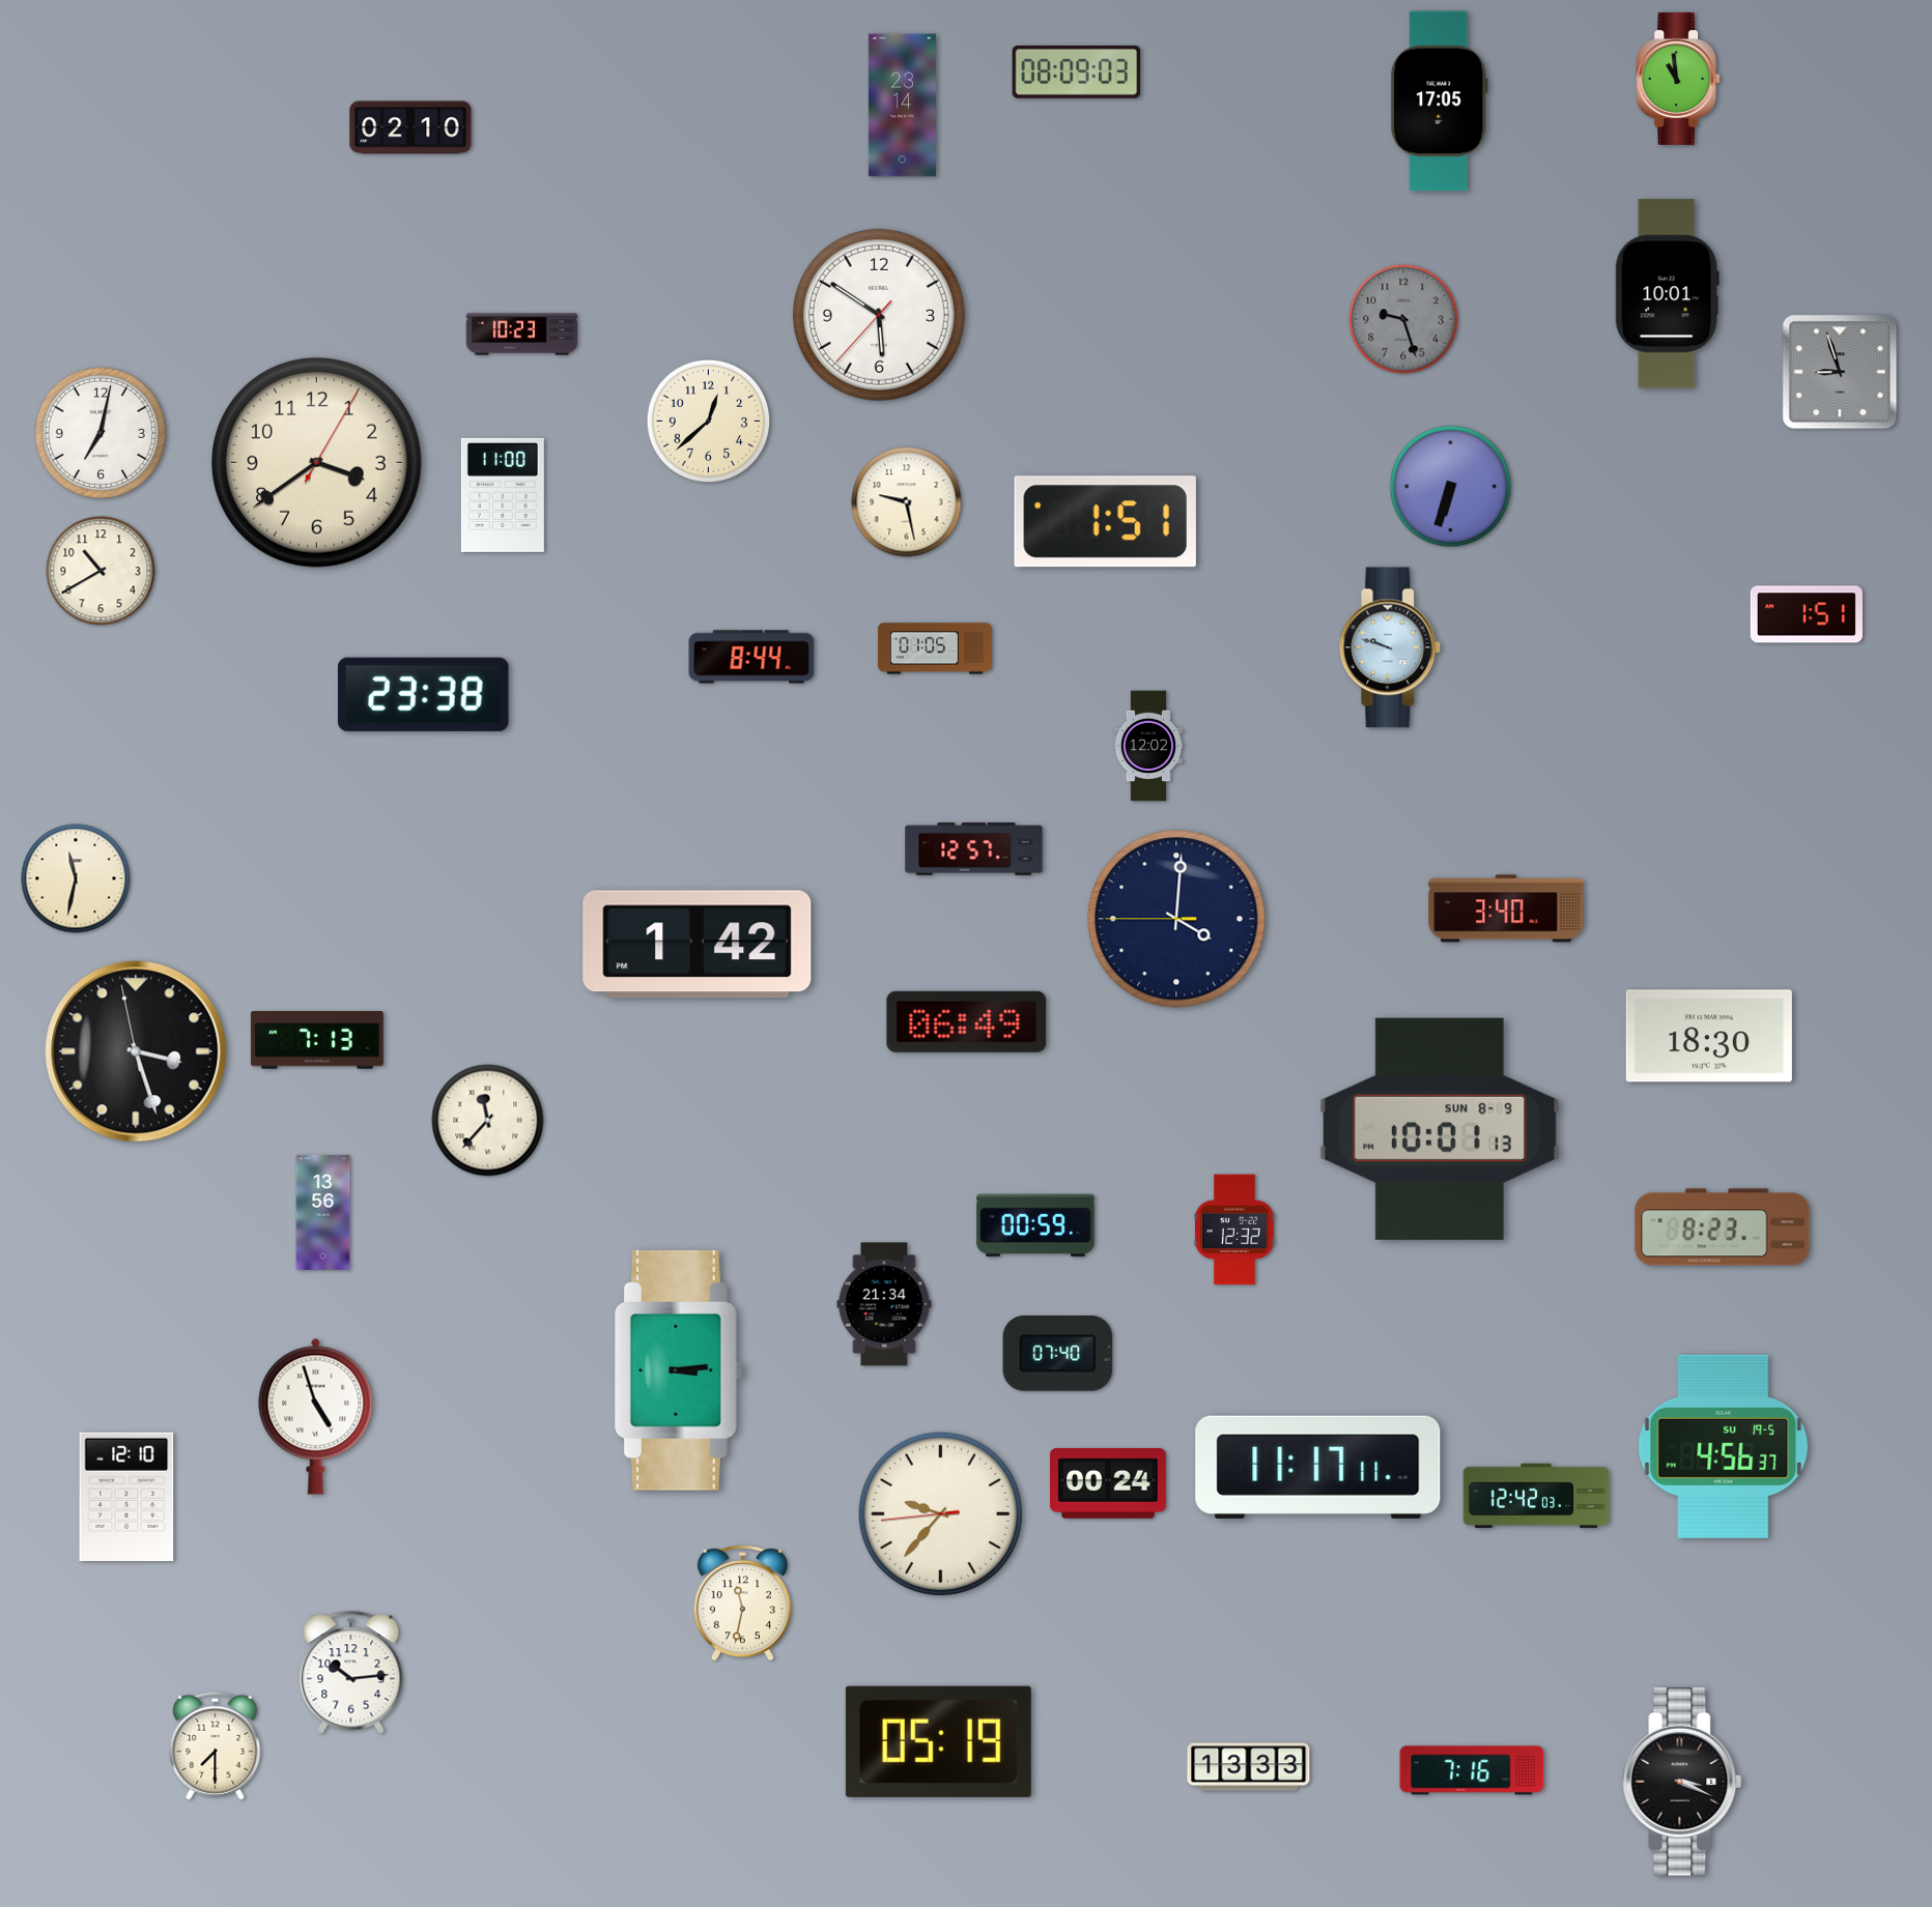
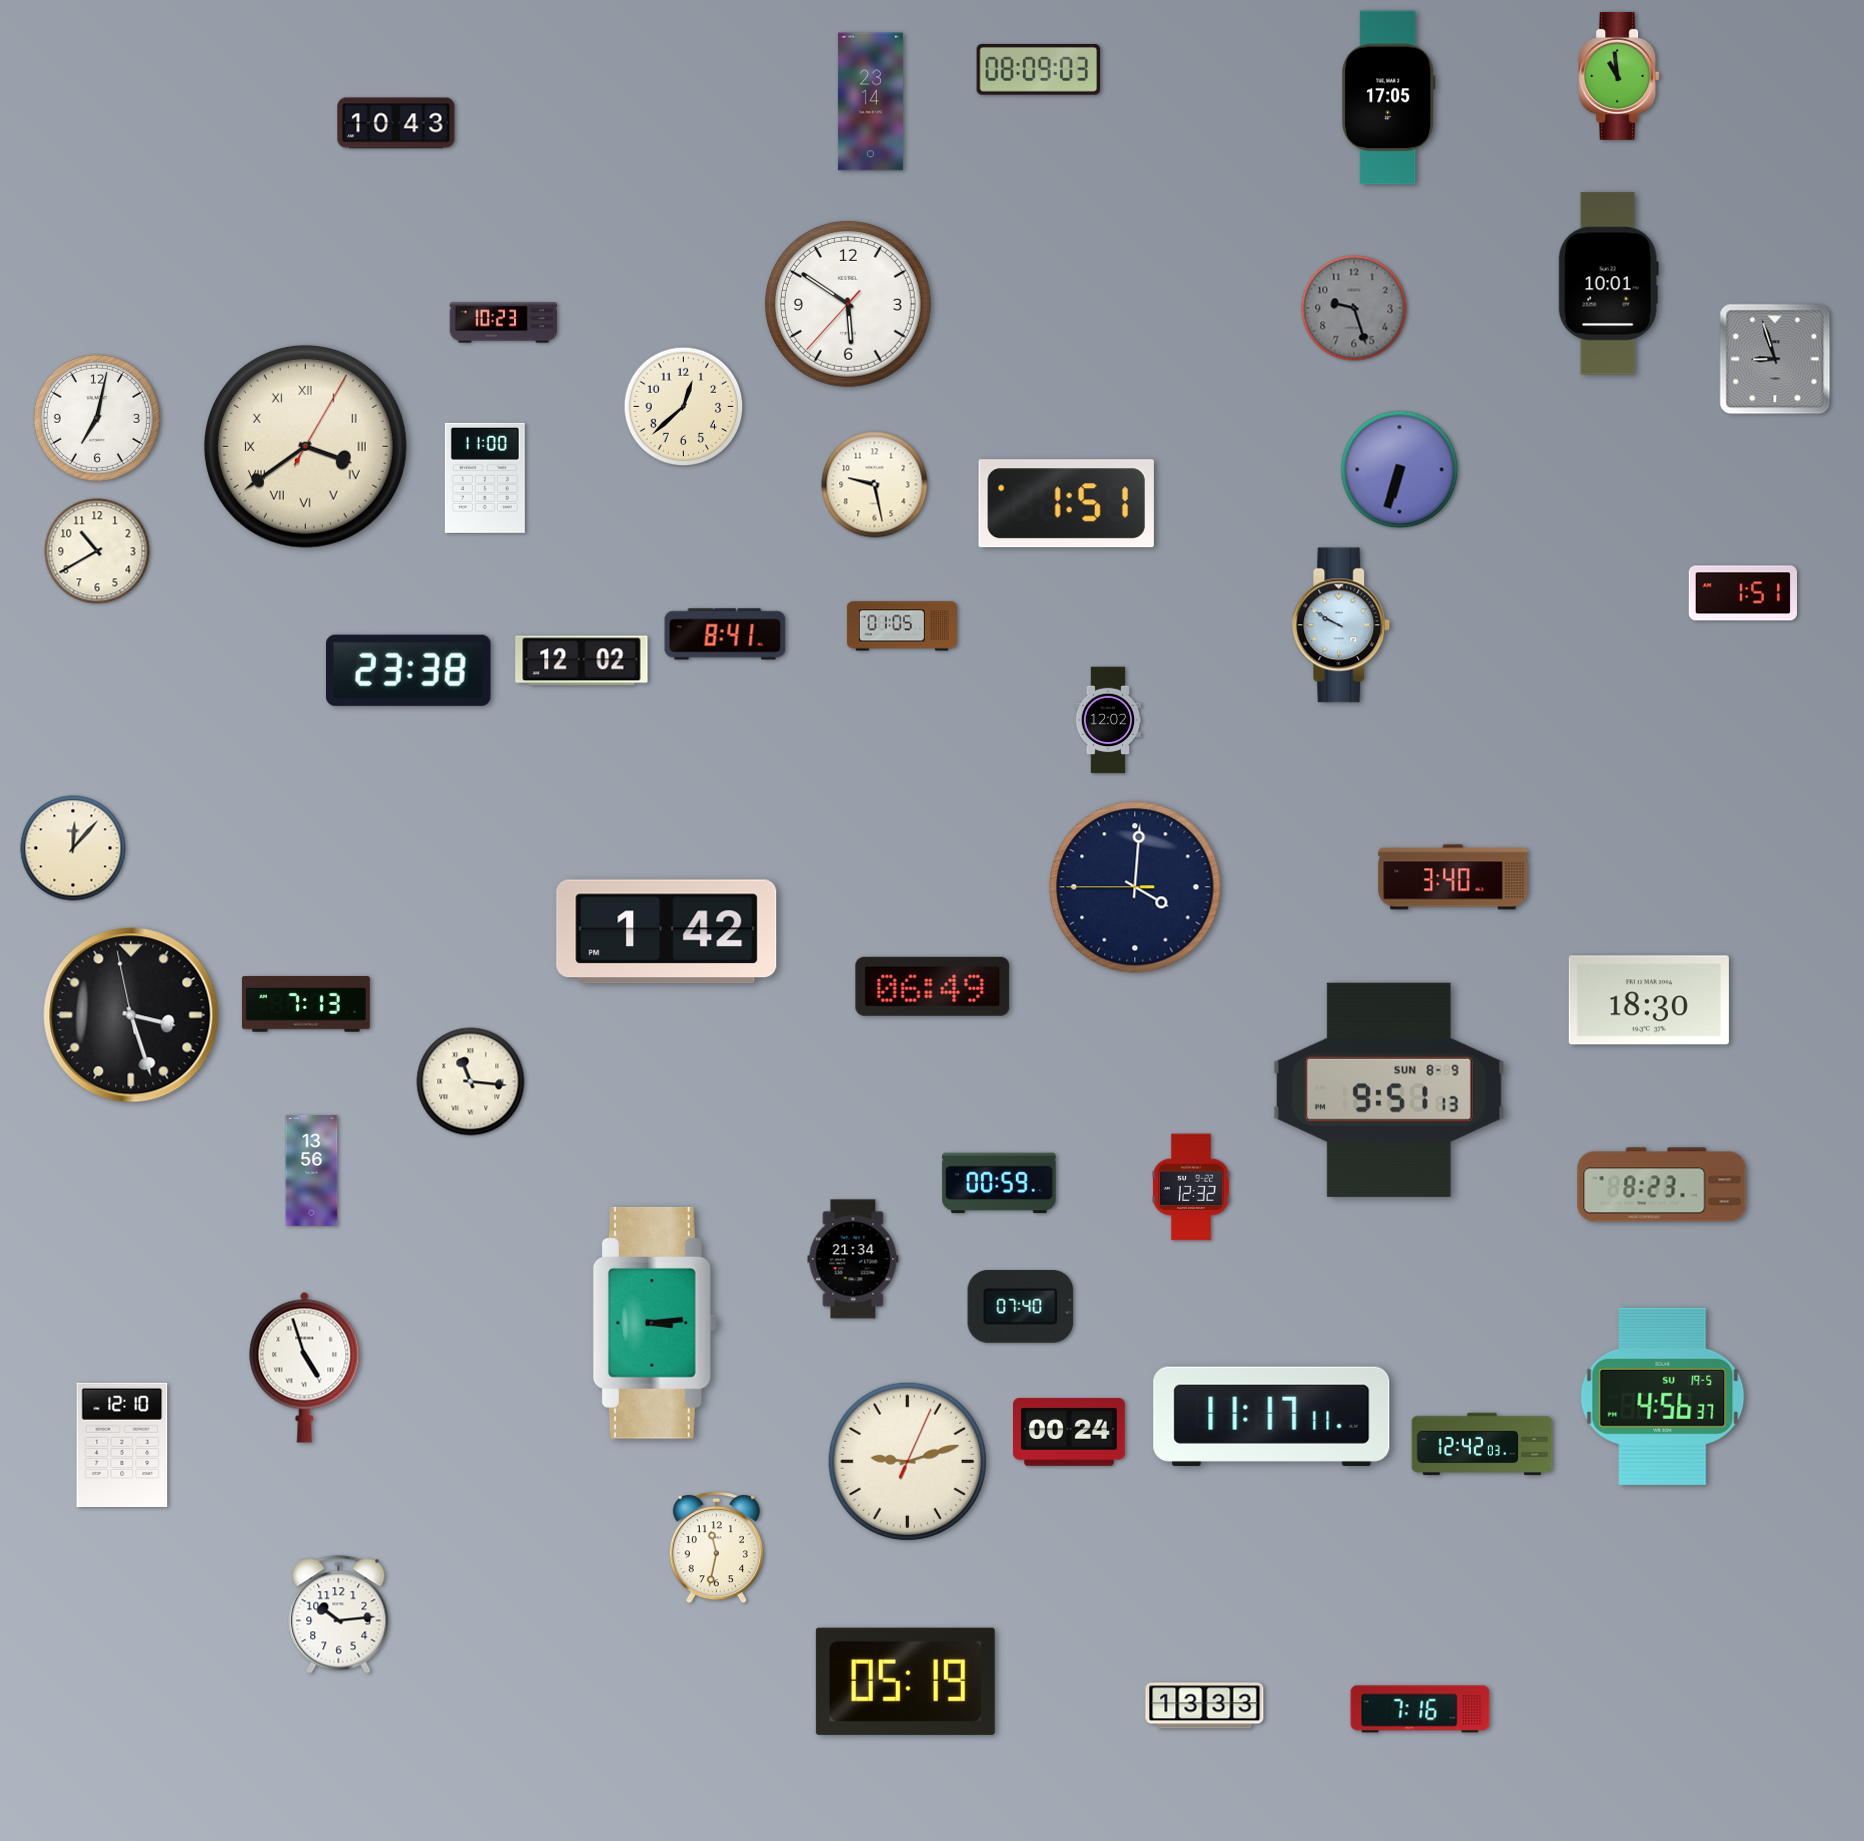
clock at (410, 127): 02:10 -> 10:43
clock at (316, 462) numerals: Arabic -> Roman
clock at (1390, 647): 9:48 -> 9:50
clock at (751, 657): 8:44 -> 8:41
clock at (582, 661): none -> 12:02
clock at (974, 849): 12:57 -> none
clock at (76, 878): 11:32 -> 12:07
clock at (698, 945) position: (698, 945) -> (667, 932)
clock at (488, 1121): 11:37 -> 11:16
clock at (1440, 1129): 10:01 -> 9:51
clock at (940, 1513): 9:36 -> 9:12
clock at (216, 1745): 7:30 -> none
clock at (1682, 1782): 3:19 -> none
